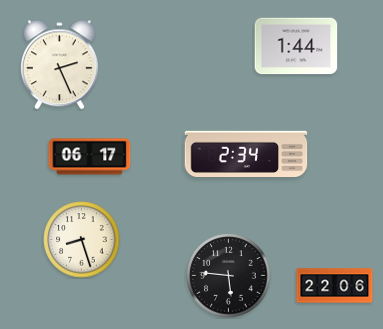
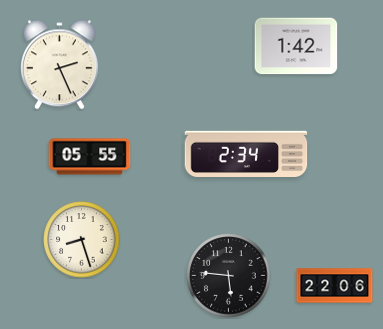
clock at (296, 46): 1:44 -> 1:42
clock at (90, 157): 06:17 -> 05:55
